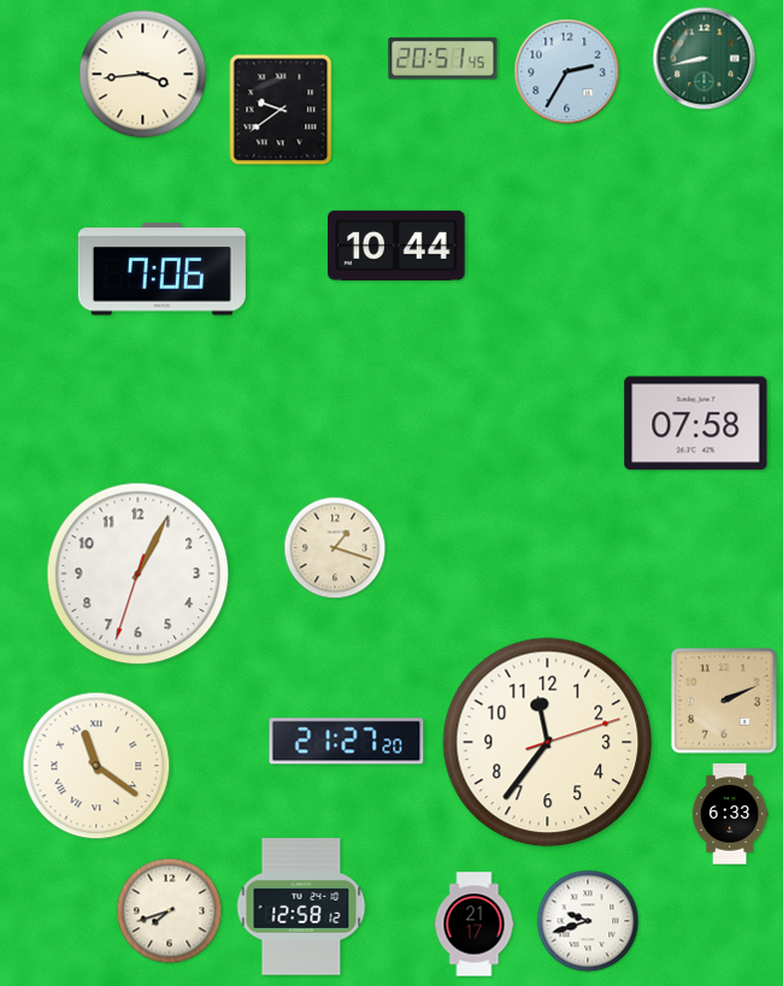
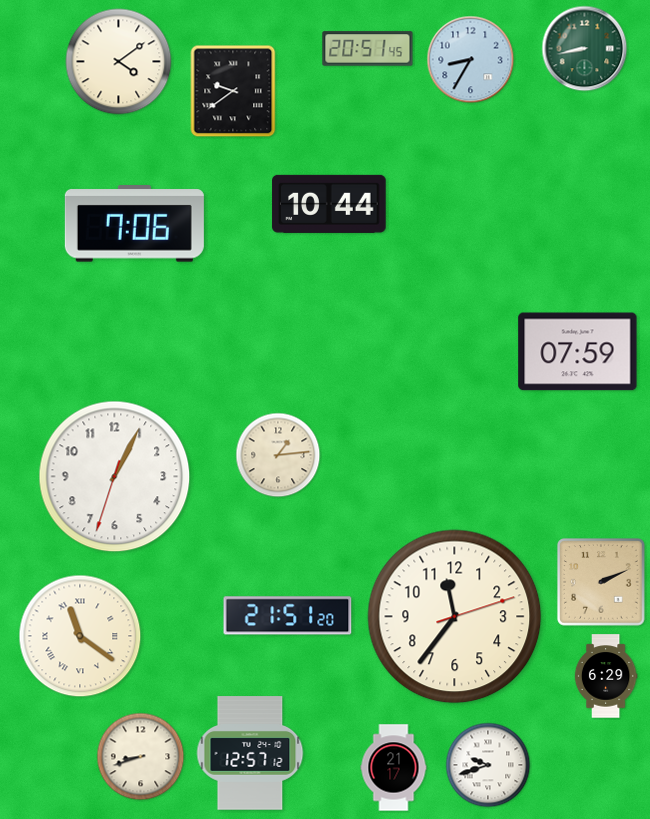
clock at (567, 72): 2:35 -> 8:35
clock at (143, 75): 3:44 -> 4:09
clock at (696, 424): 07:58 -> 07:59
clock at (335, 548): 1:18 -> 1:14
clock at (347, 742): 21:27 -> 21:51
clock at (730, 814): 6:33 -> 6:29
clock at (301, 907): 12:58 -> 12:57
clock at (170, 911): 7:42 -> 8:42
